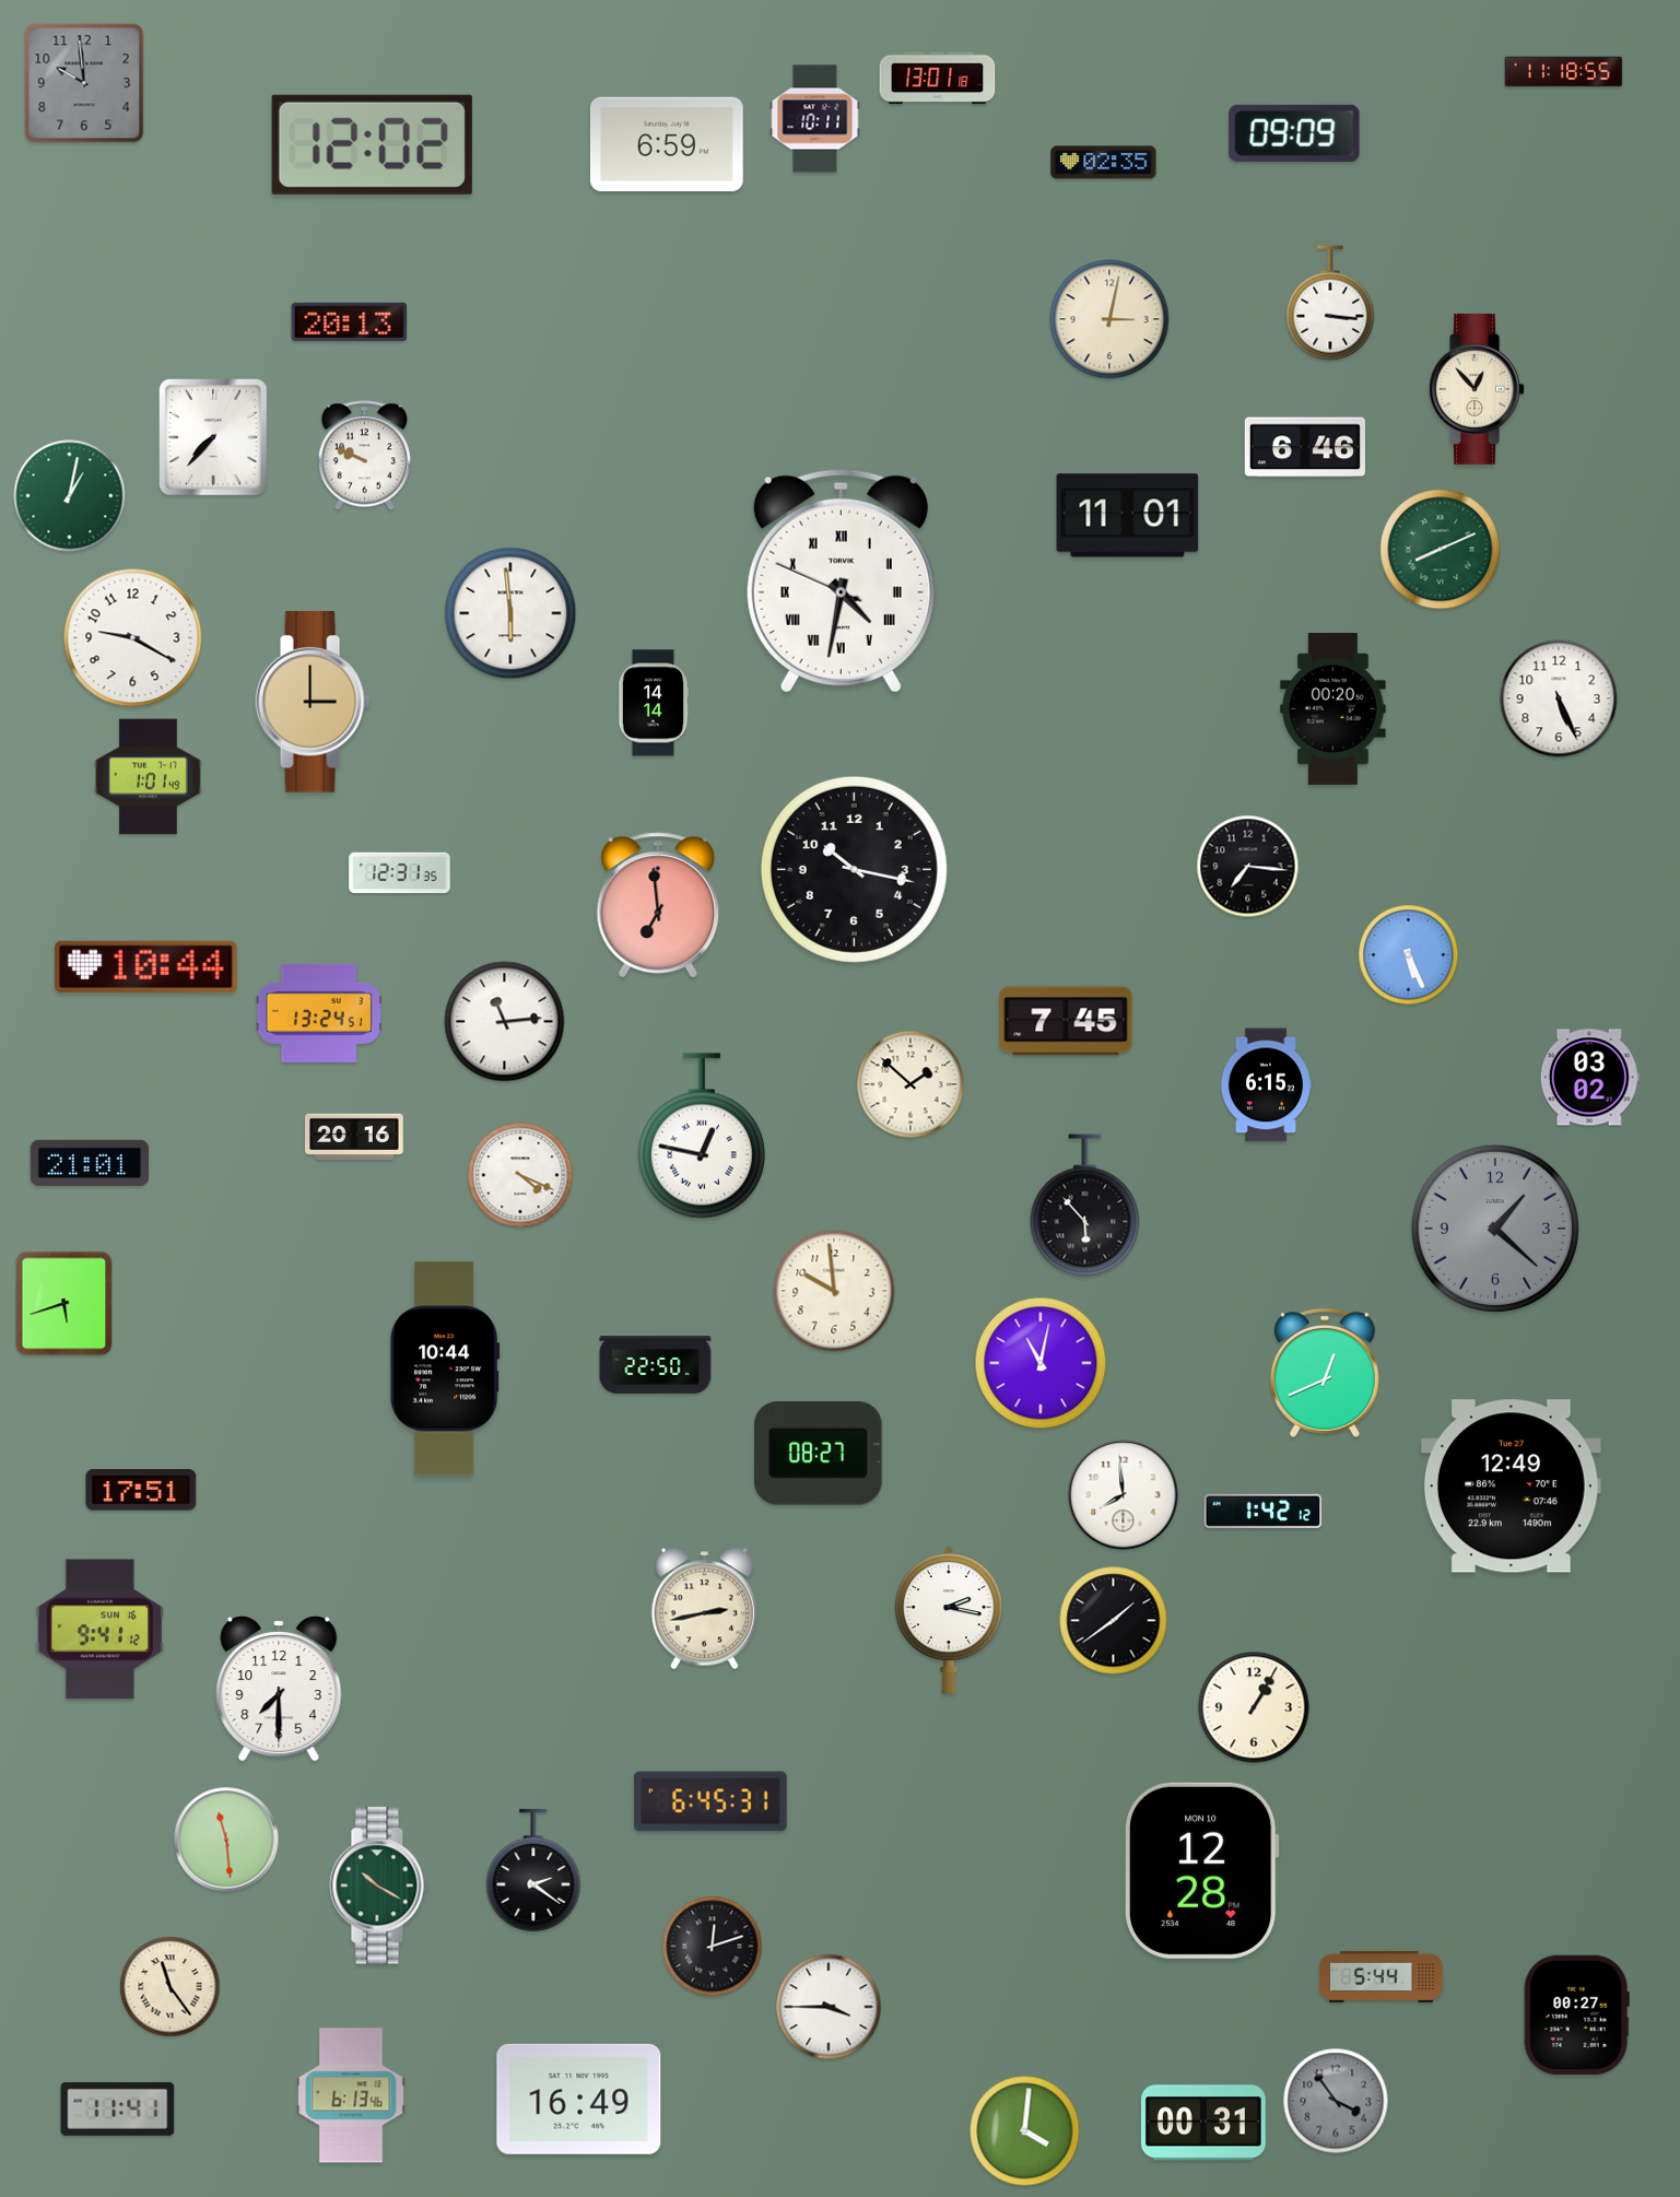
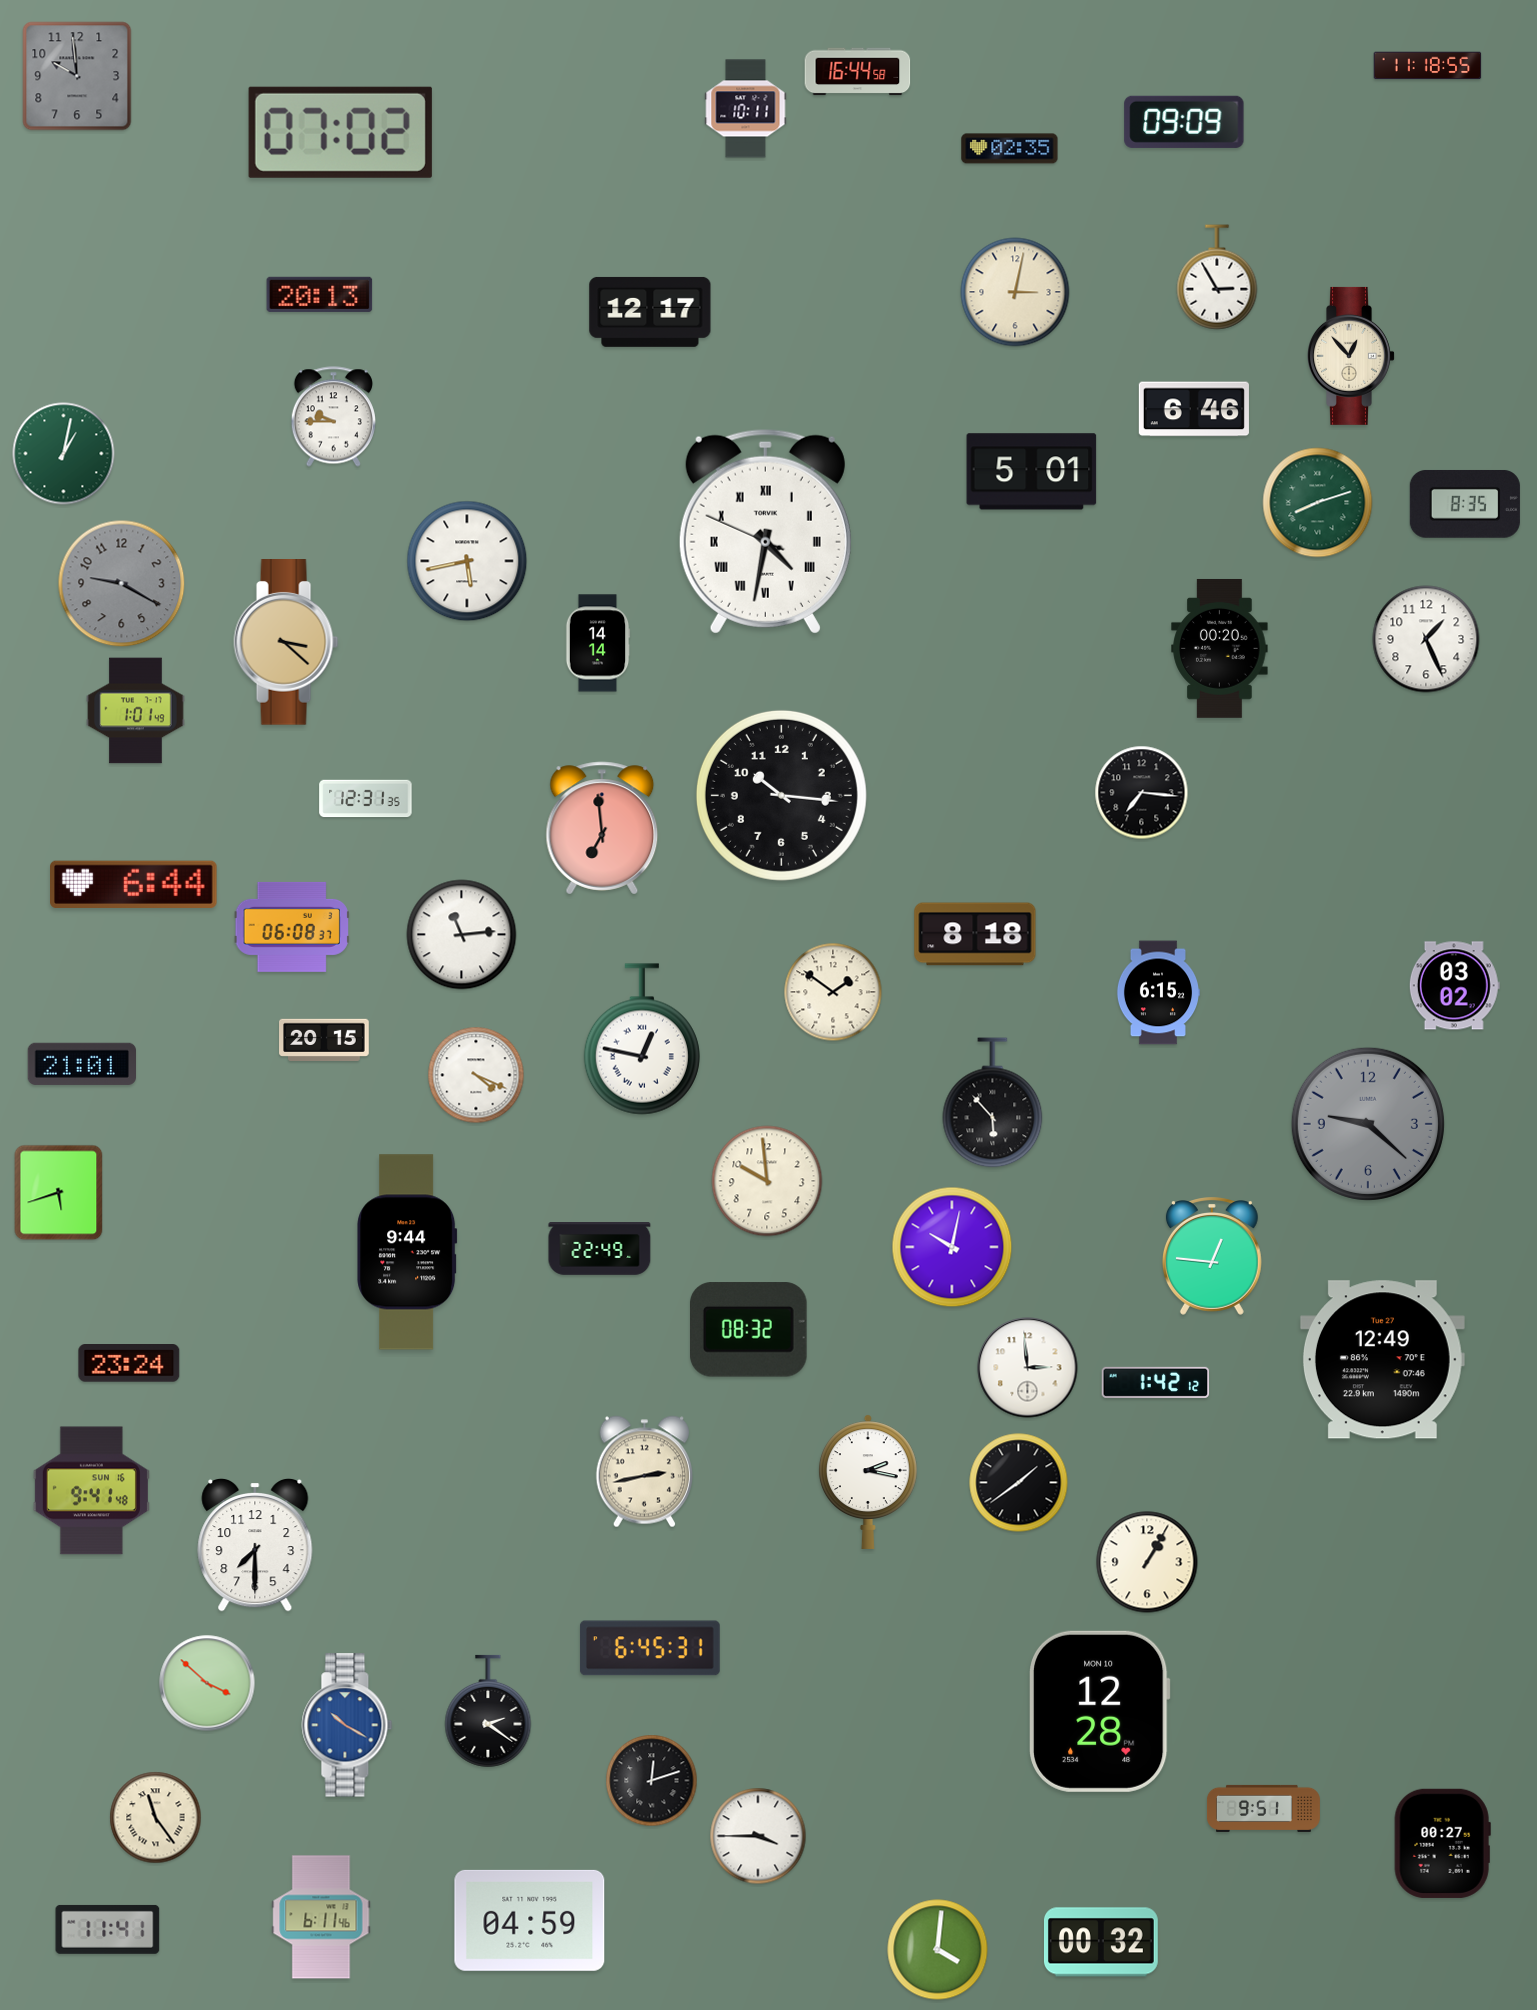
clock at (1564, 72) position: (1564, 72) -> (1428, 66)
clock at (938, 79): 13:01 -> 16:44
clock at (667, 143): 6:59 -> none
clock at (372, 144): 12:02 -> 07:02
clock at (1330, 303): 3:16 -> 2:55
clock at (650, 312): none -> 12:17
clock at (213, 437): 7:37 -> none
clock at (364, 456): 9:49 -> 9:45
clock at (1128, 516): 11:01 -> 5:01
clock at (1441, 550): 8:11 -> 8:12
clock at (1465, 504): none -> 8:35
clock at (841, 580) position: (841, 580) -> (765, 531)
clock at (510, 613): 5:59 -> 5:43
clock at (133, 638) dial: white -> grey
clock at (1559, 698): 5:26 -> 1:26
clock at (313, 703): 3:00 -> 3:22
clock at (854, 869): 10:17 -> 10:16
clock at (1409, 955): 5:26 -> none
clock at (146, 966): 10:44 -> 6:44
clock at (319, 1013): 13:24 -> 06:08
clock at (1066, 1021): 7:45 -> 8:18
clock at (911, 1084): 1:52 -> 1:51
clock at (354, 1136): 20:16 -> 20:15
clock at (1495, 1229): 1:22 -> 9:22
clock at (834, 1291) position: (834, 1291) -> (767, 1181)
clock at (1041, 1363): 11:02 -> 10:02
clock at (656, 1365): 22:50 -> 22:49
clock at (445, 1368): 10:44 -> 9:44
clock at (1325, 1373): 12:41 -> 12:46
clock at (819, 1454): 08:27 -> 08:32
clock at (141, 1490): 17:51 -> 23:24
clock at (1124, 1495): 7:59 -> 2:59
clock at (99, 1630): 9:41:12 -> 9:41:48
clock at (226, 1840): 11:29 -> 3:52
clock at (379, 1885) dial: green -> blue
clock at (1381, 1976): 5:44 -> 9:51
clock at (351, 2095): 6:13 -> 6:11
clock at (579, 2099): 16:49 -> 04:59
clock at (1336, 2101): 3:54 -> none
clock at (1203, 2123): 00:31 -> 00:32
